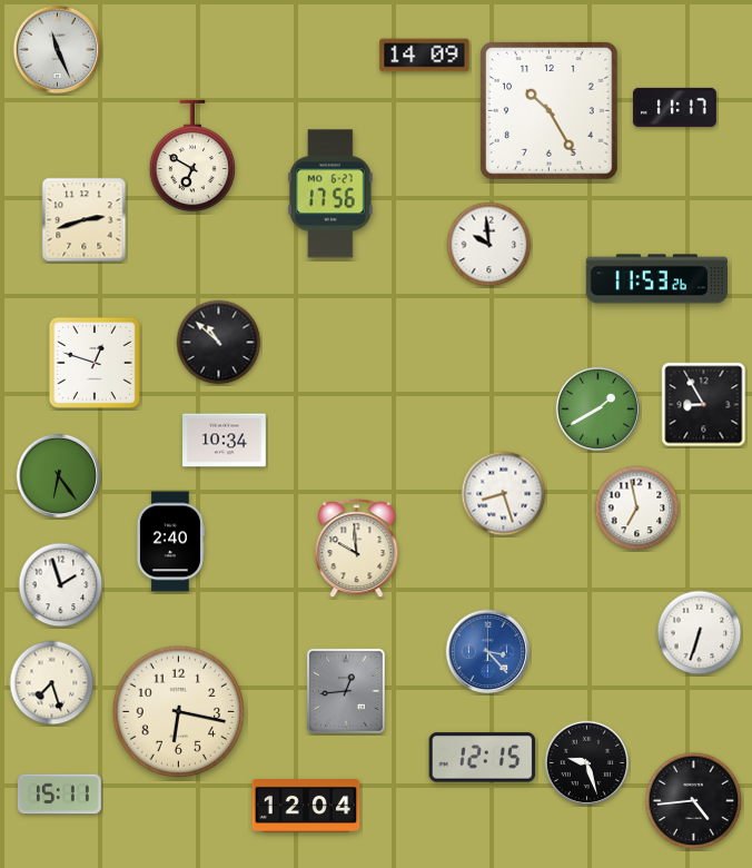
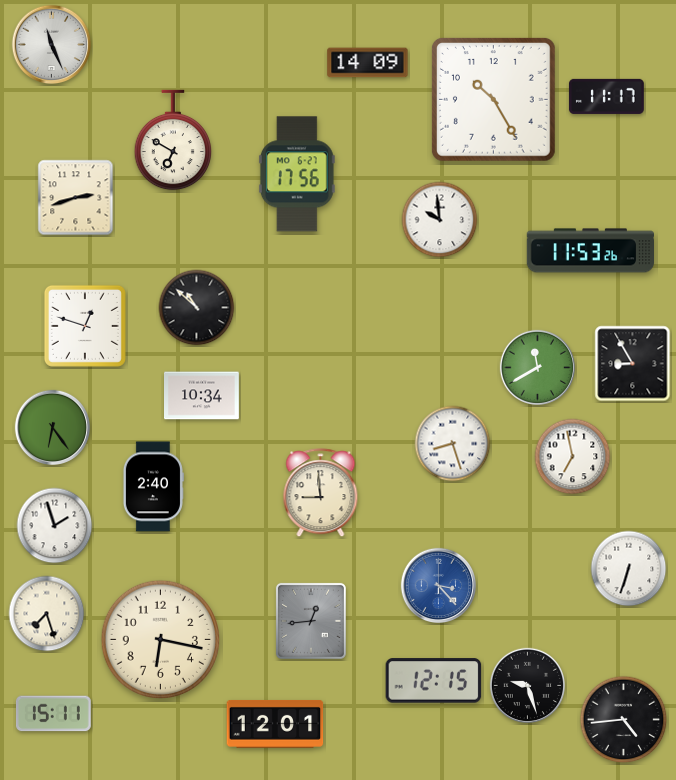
clock at (425, 56) position: (425, 56) -> (368, 63)
clock at (597, 408): 1:40 -> 11:40
clock at (357, 549): 9:59 -> 8:59
clock at (306, 806): 12:04 -> 12:01
